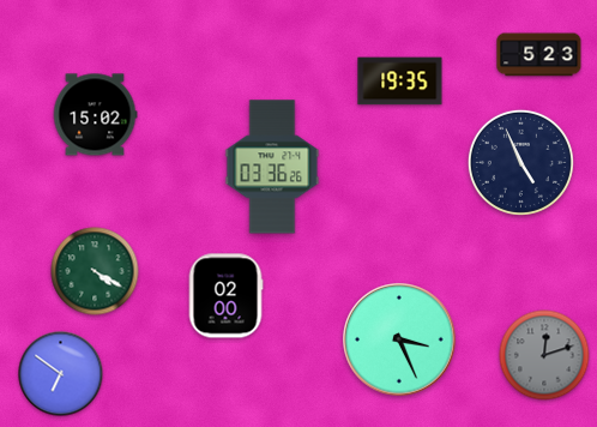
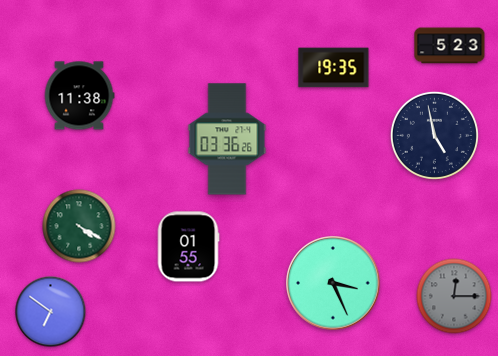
clock at (95, 115): 15:02 -> 11:38
clock at (520, 162): 4:56 -> 4:58
clock at (225, 296): 02:00 -> 01:55
clock at (544, 355): 12:12 -> 12:15
